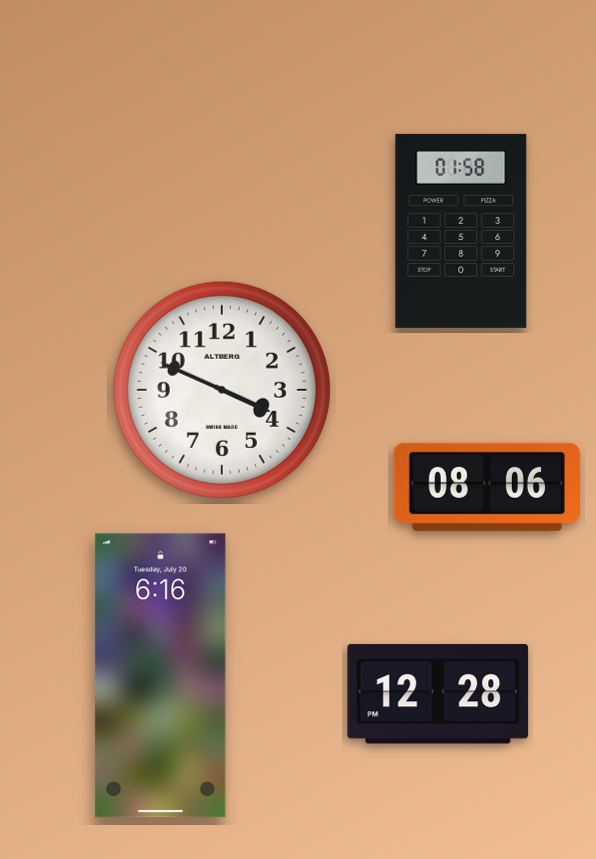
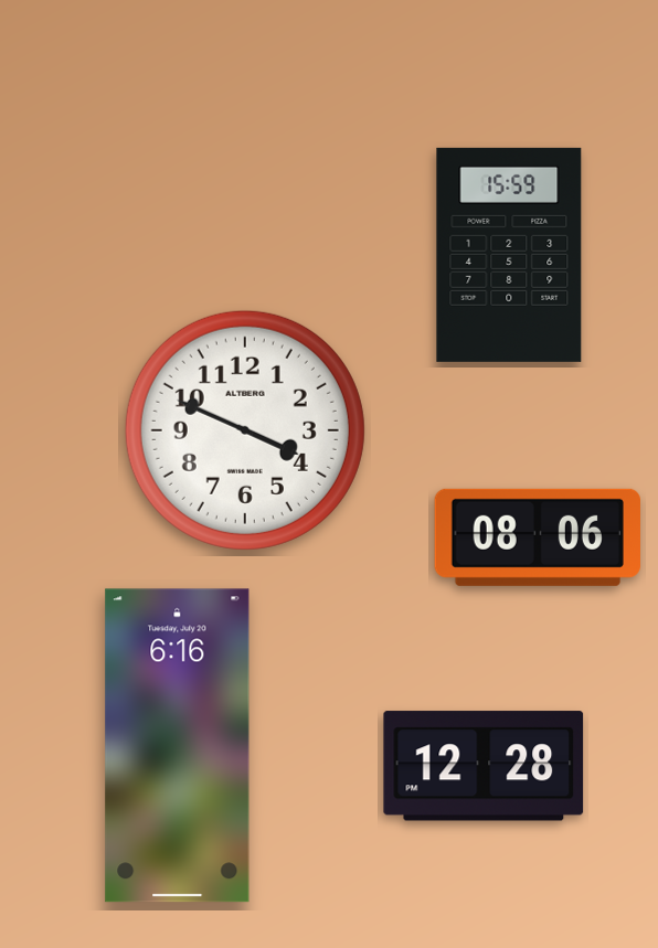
clock at (461, 231): 01:58 -> 15:59
